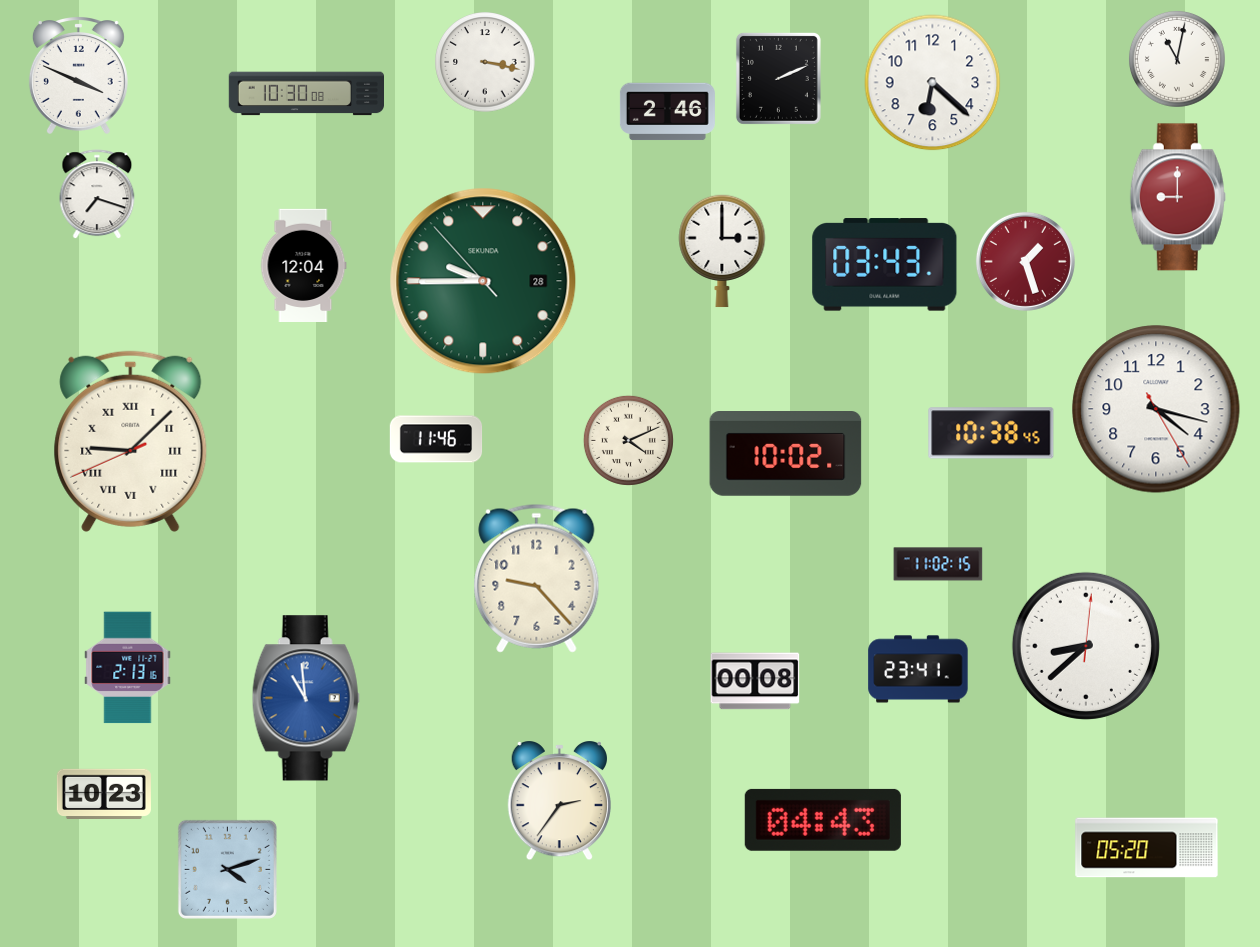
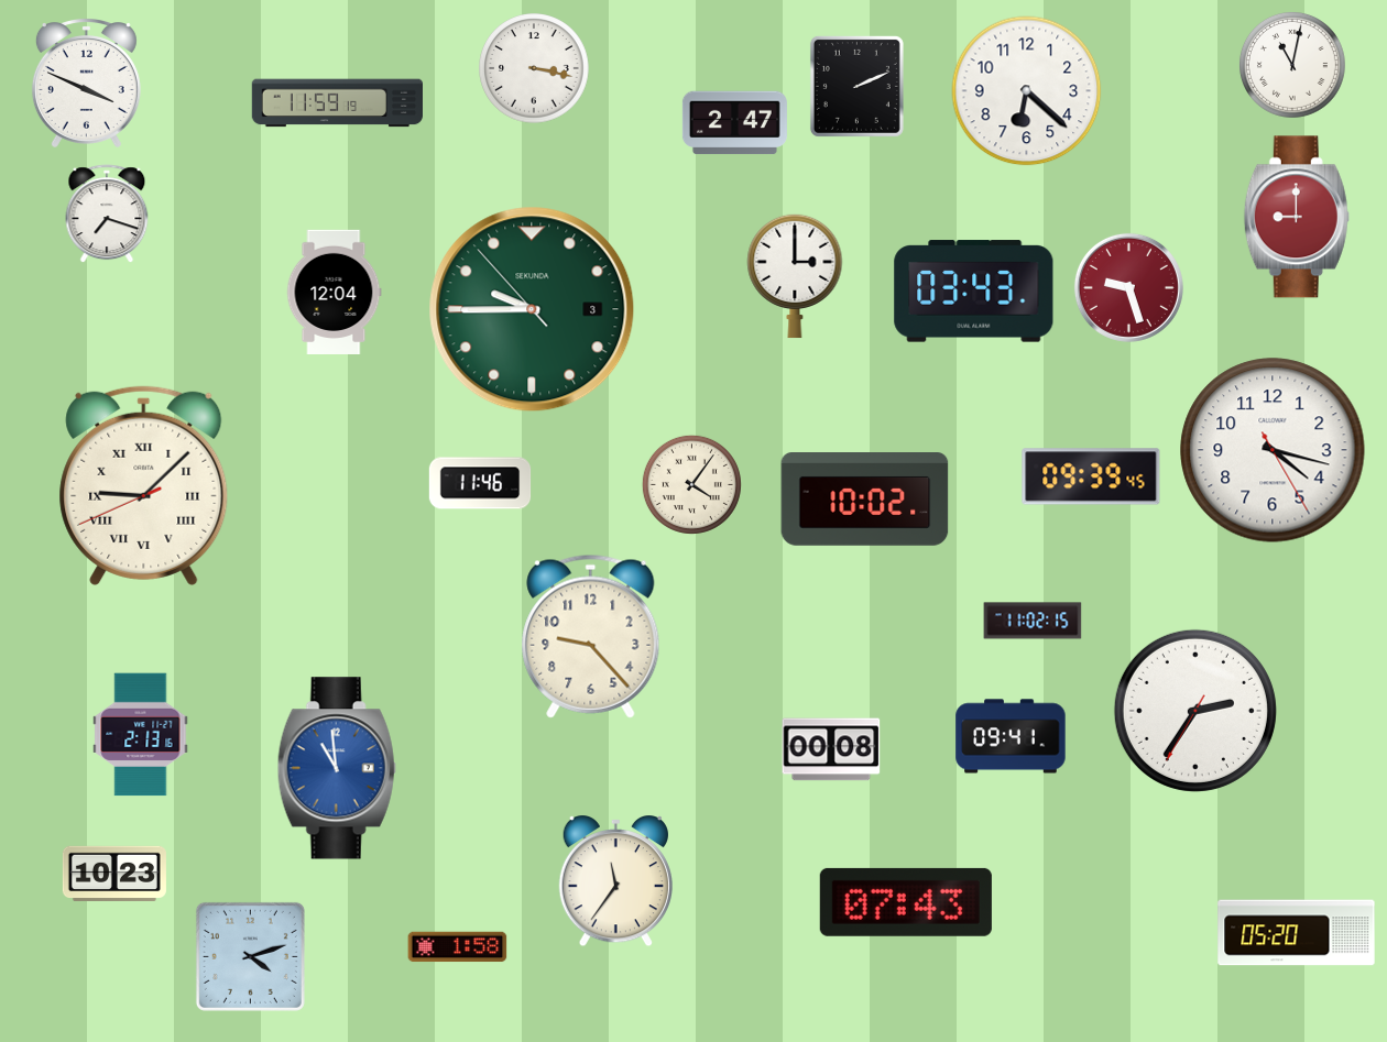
clock at (1178, 60) position: (1178, 60) -> (1293, 66)
clock at (306, 94): 10:30 -> 11:59
clock at (667, 112): 2:46 -> 2:47
clock at (1025, 261): 1:27 -> 9:27
clock at (483, 281) date: 28 -> 3
clock at (991, 433): 10:38 -> 09:39
clock at (628, 440): 4:11 -> 4:06
clock at (1086, 646): 8:38 -> 2:35
clock at (918, 669): 23:41 -> 09:41
clock at (559, 802): 2:36 -> 11:36
clock at (823, 820): 04:43 -> 07:43
clock at (1147, 848) position: (1147, 848) -> (1297, 933)
clock at (458, 947): none -> 1:58
